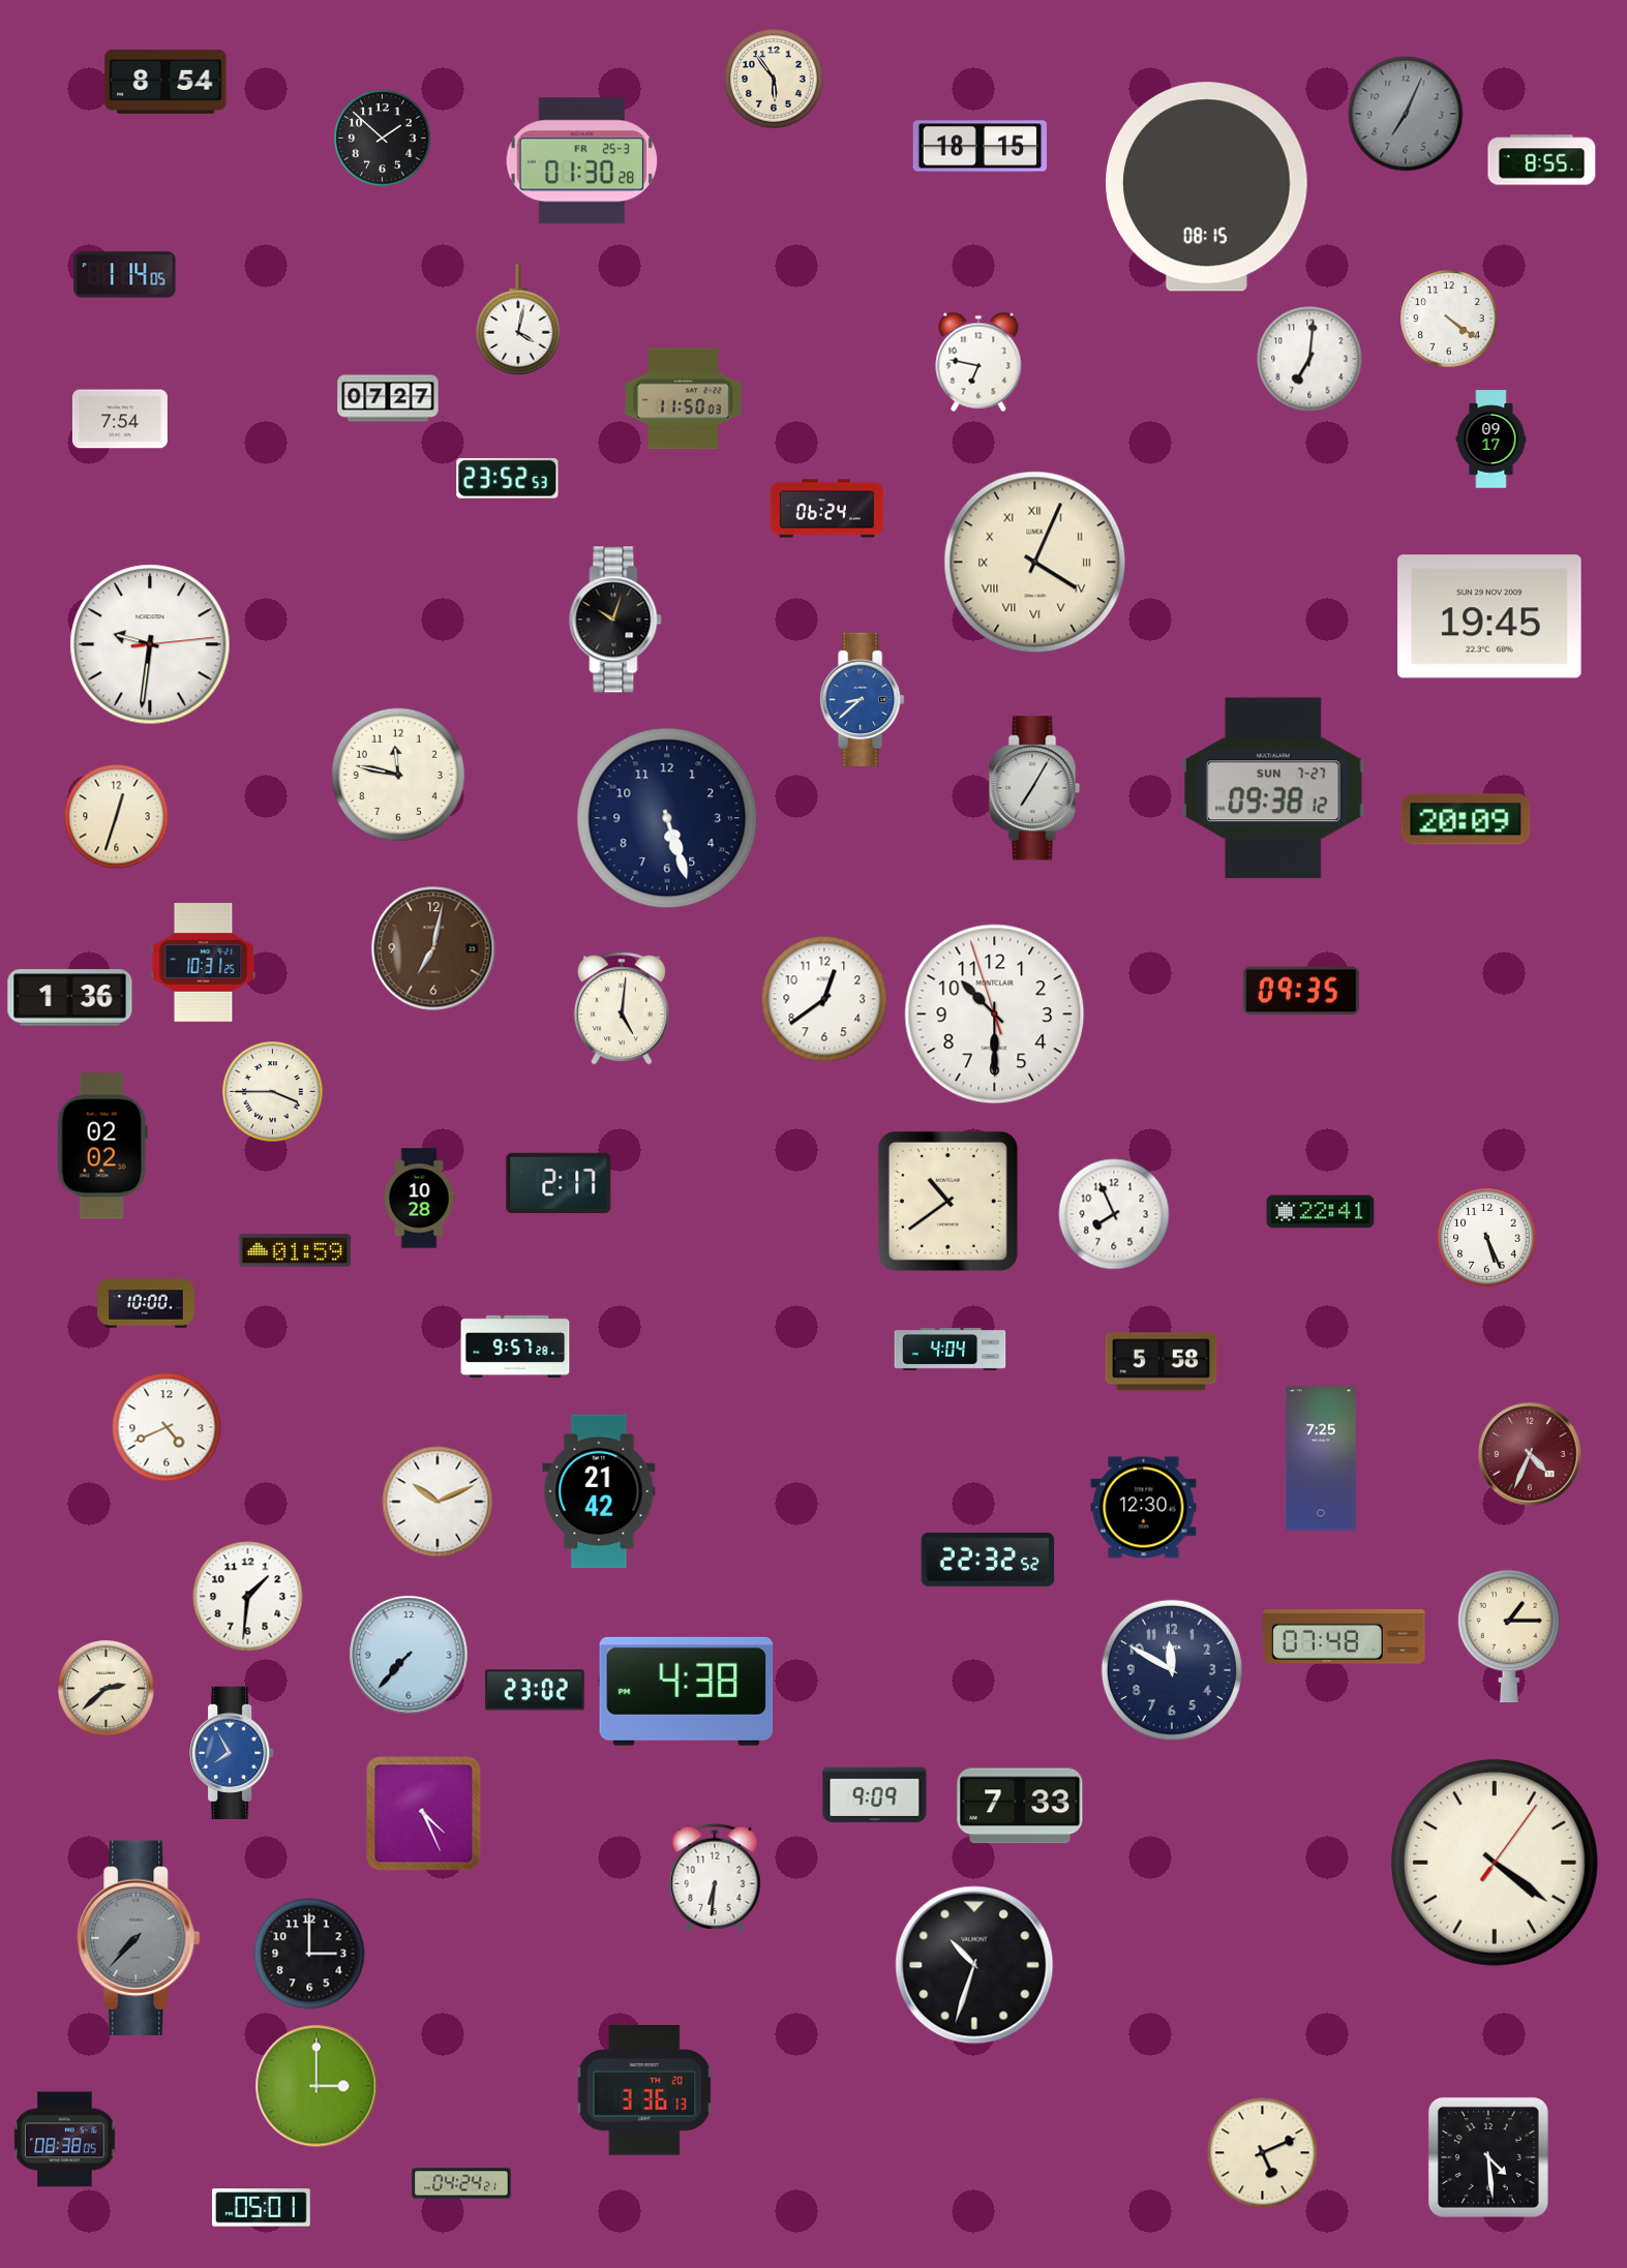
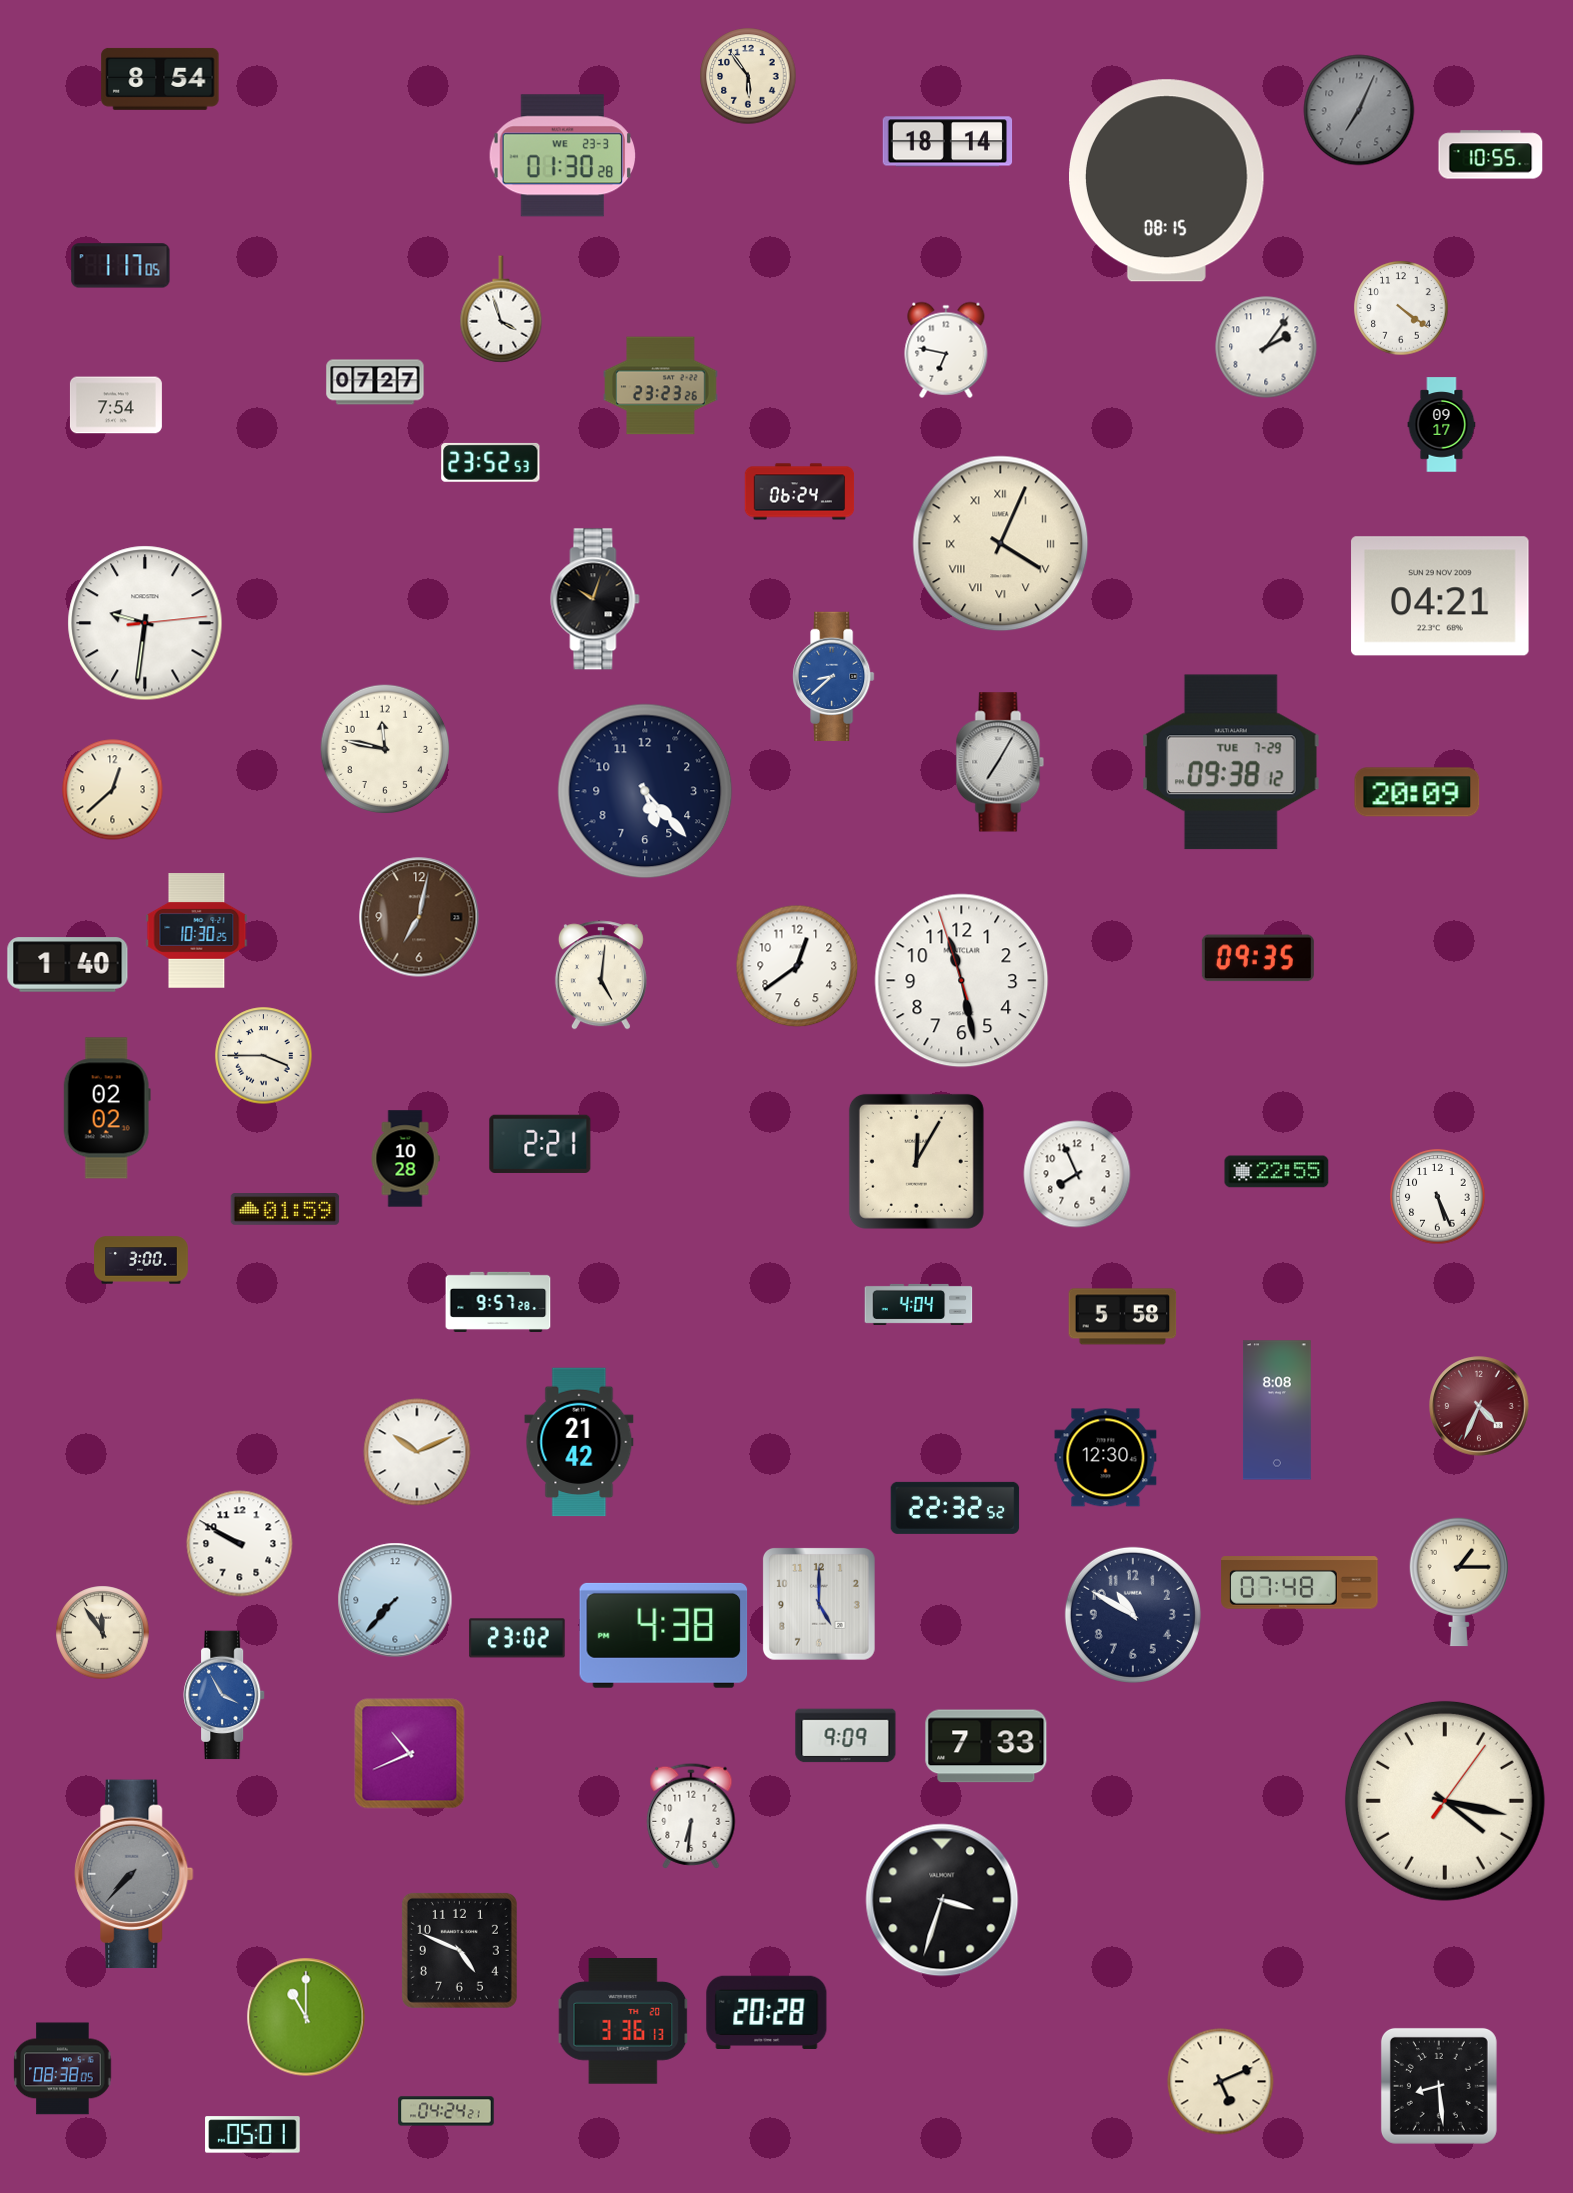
clock at (383, 139): 1:52 -> none
clock at (981, 147): 18:15 -> 18:14
clock at (1542, 160): 8:55 -> 10:55
clock at (581, 161) date: FR 25-3 -> WE 23-3
clock at (125, 275): 1:14 -> 1:17
clock at (518, 320): 4:02 -> 3:57
clock at (1309, 359): 7:01 -> 2:06
clock at (388, 398) position: (388, 398) -> (375, 382)
clock at (684, 399): 11:50 -> 23:23
clock at (1489, 616): 19:45 -> 04:21
clock at (1273, 788) date: SUN 7-27 -> TUE 7-29
clock at (117, 817): 12:33 -> 12:38
clock at (667, 818): 5:27 -> 5:23
clock at (204, 963): 10:31 -> 10:30
clock at (70, 998): 1:36 -> 1:40
clock at (995, 1015): 10:29 -> 11:27
clock at (102, 1146) position: (102, 1146) -> (107, 1108)
clock at (559, 1183): 2:17 -> 2:21
clock at (947, 1201): 10:39 -> 12:05
clock at (1321, 1212): 22:41 -> 22:55
clock at (146, 1303): 10:00 -> 3:00
clock at (167, 1427): 4:41 -> none
clock at (1321, 1458): 7:25 -> 8:08
clock at (438, 1502) position: (438, 1502) -> (417, 1452)
clock at (248, 1597): 1:31 -> 9:50
clock at (819, 1604): none -> 5:00
clock at (1172, 1670): 11:50 -> 10:50
clock at (107, 1689): 2:38 -> 11:54
clock at (535, 1690) position: (535, 1690) -> (517, 1638)
clock at (233, 1753): 7:55 -> 3:55
clock at (424, 1814): 4:26 -> 10:41
clock at (1495, 1863): 4:21 -> 4:17
clock at (309, 1954): 3:00 -> none
clock at (974, 1965): 10:33 -> 3:33
clock at (459, 1950): none -> 4:49
clock at (767, 2012): none -> 20:28
clock at (317, 2086): 3:00 -> 11:00
clock at (1488, 2157): 4:29 -> 8:29
